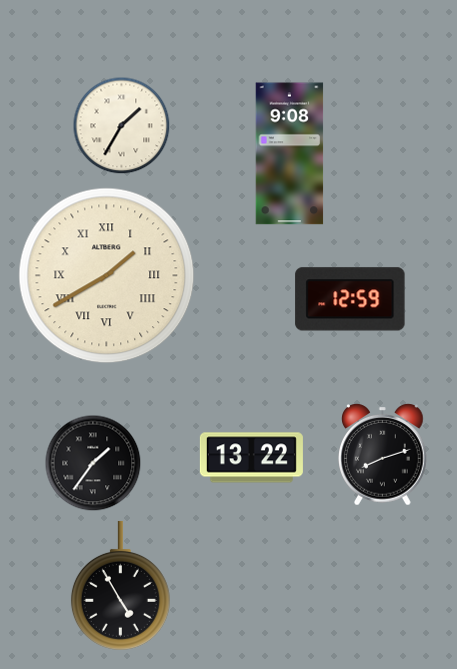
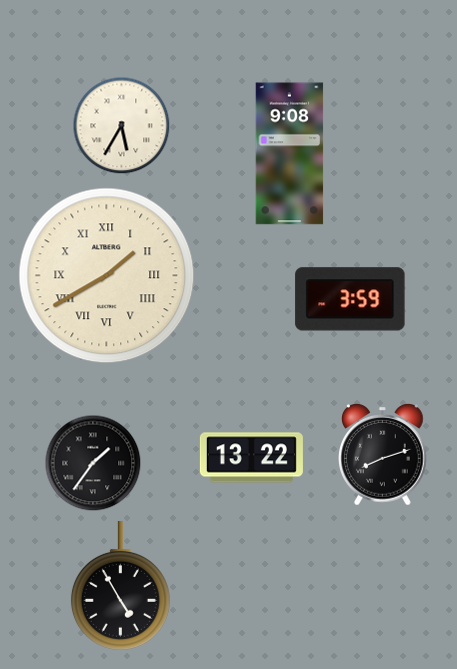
clock at (122, 126): 1:35 -> 5:35
clock at (350, 299): 12:59 -> 3:59
